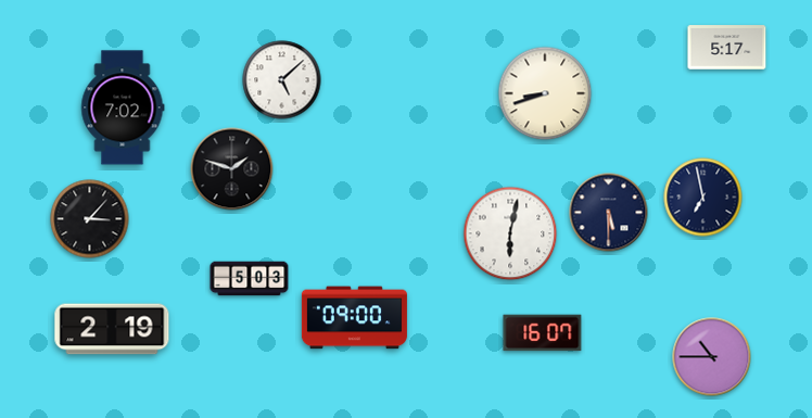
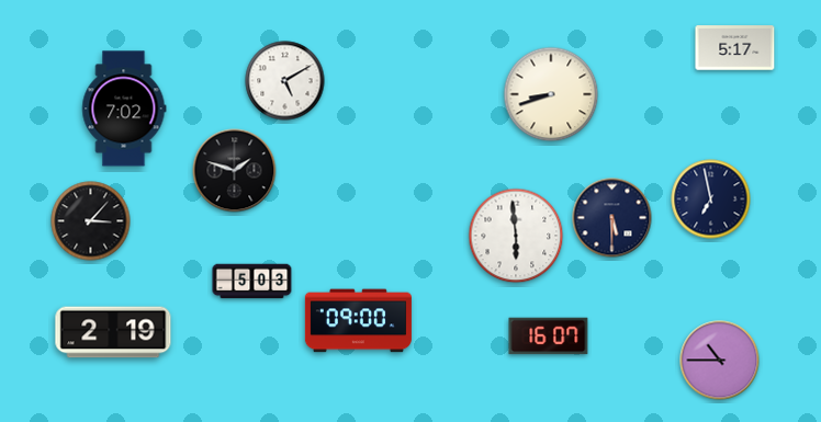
clock at (282, 80): 5:08 -> 5:10
clock at (609, 213) position: (609, 213) -> (612, 218)
clock at (510, 233): 6:02 -> 5:59
